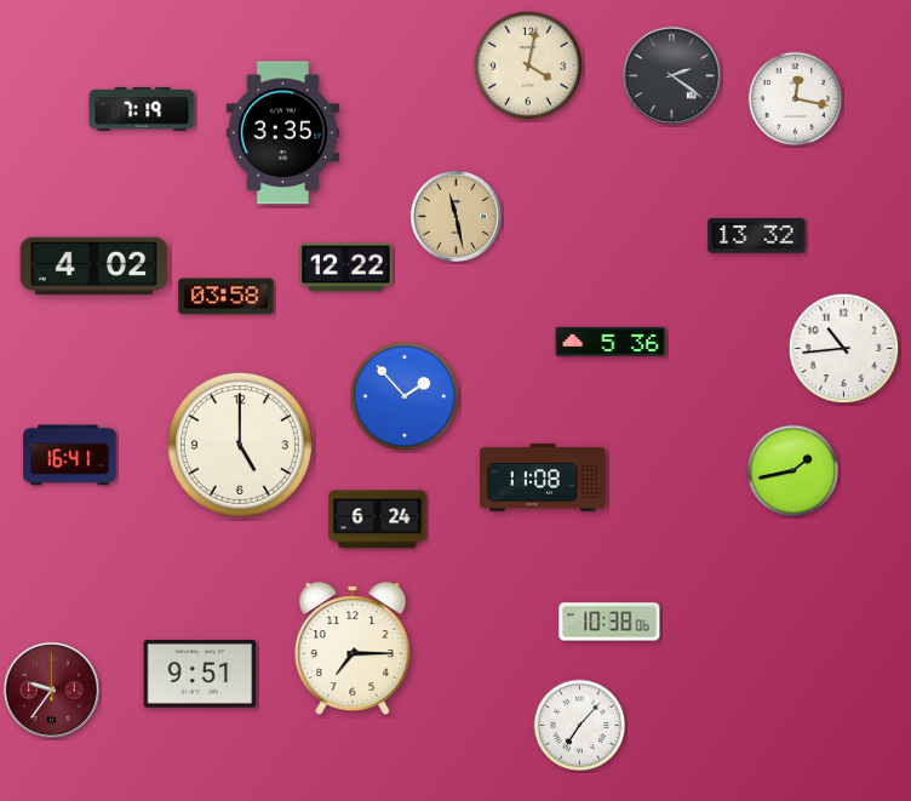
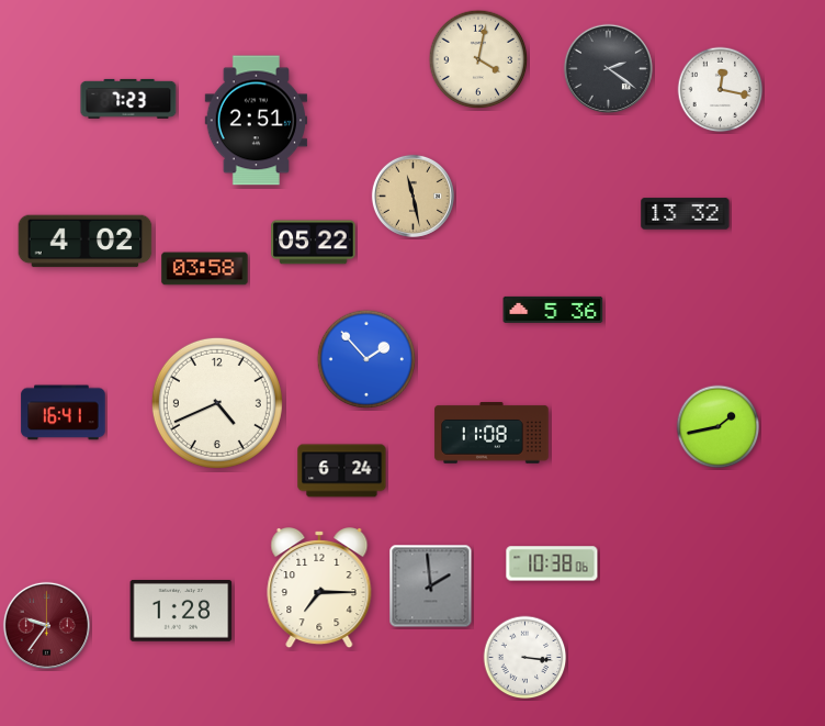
clock at (142, 109): 7:19 -> 7:23
clock at (282, 133): 3:35 -> 2:51
clock at (346, 268): 12:22 -> 05:22
clock at (844, 349): 10:44 -> none
clock at (240, 445): 5:00 -> 4:41
clock at (431, 587): none -> 1:59
clock at (200, 675): 9:51 -> 1:28
clock at (580, 726): 7:07 -> 3:16
